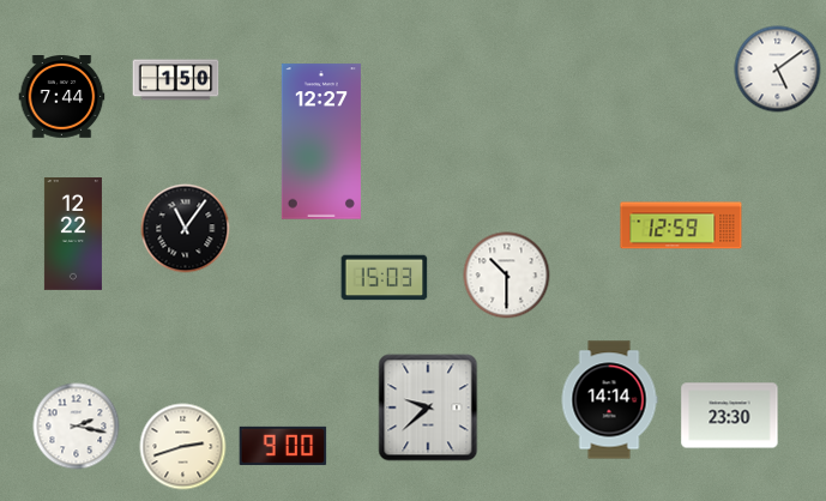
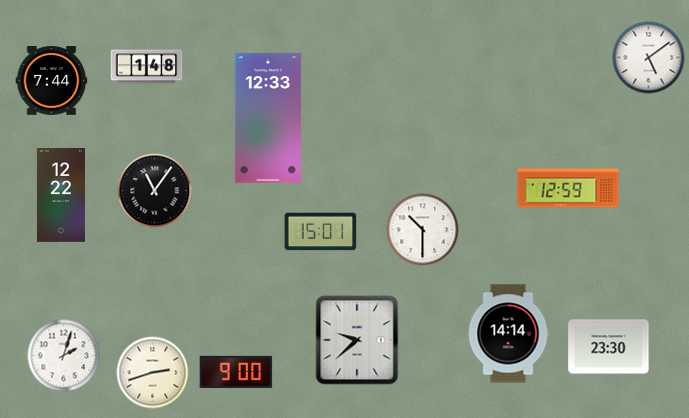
clock at (176, 80): 1:50 -> 1:48
clock at (321, 141): 12:27 -> 12:33
clock at (385, 278): 15:03 -> 15:01
clock at (77, 427): 2:17 -> 2:03
